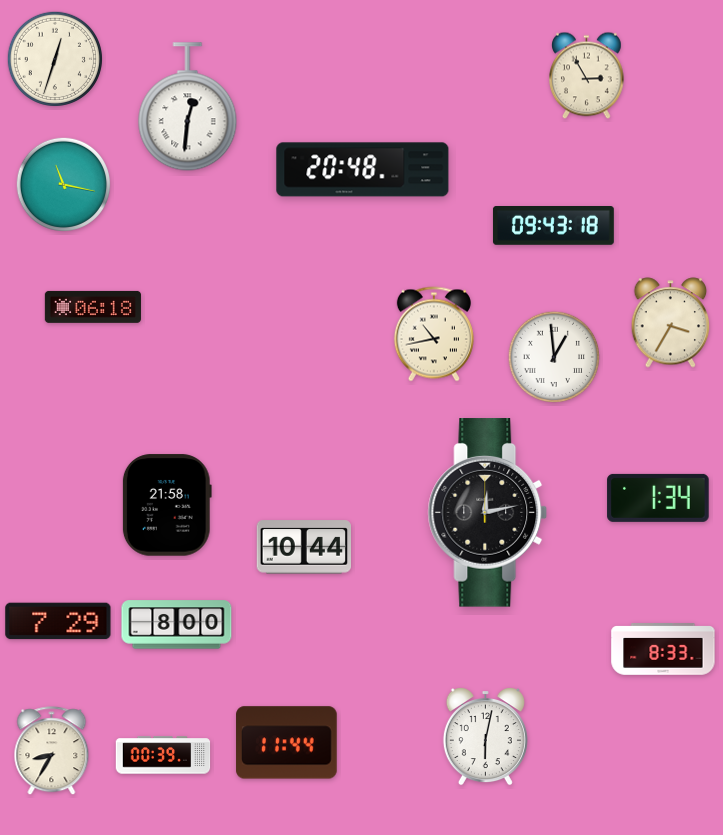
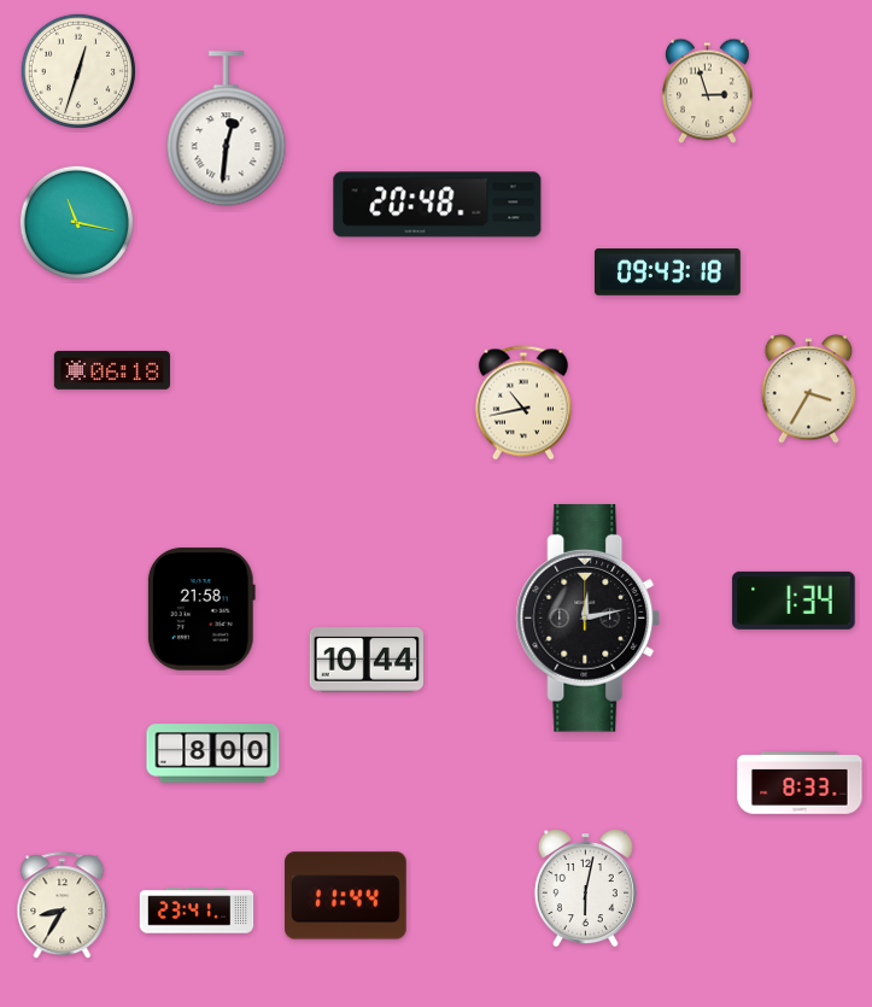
clock at (55, 59) position: (55, 59) -> (78, 71)
clock at (587, 76): 2:55 -> 2:57
clock at (554, 357): 12:59 -> none
clock at (58, 621): 7:29 -> none
clock at (163, 755): 00:39 -> 23:41
